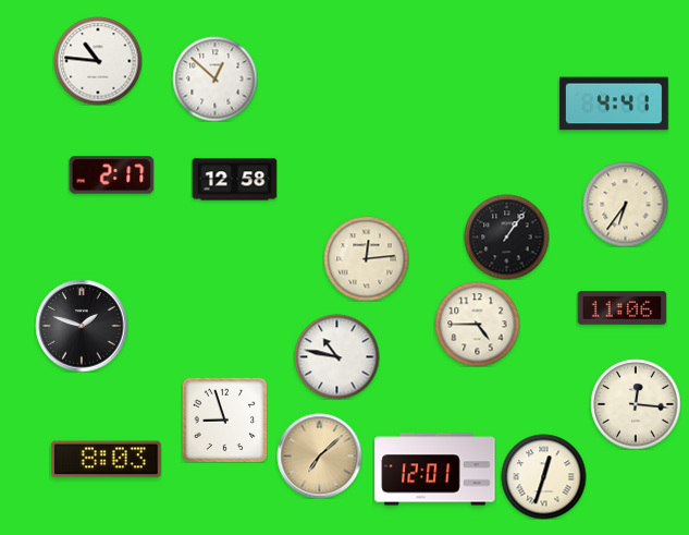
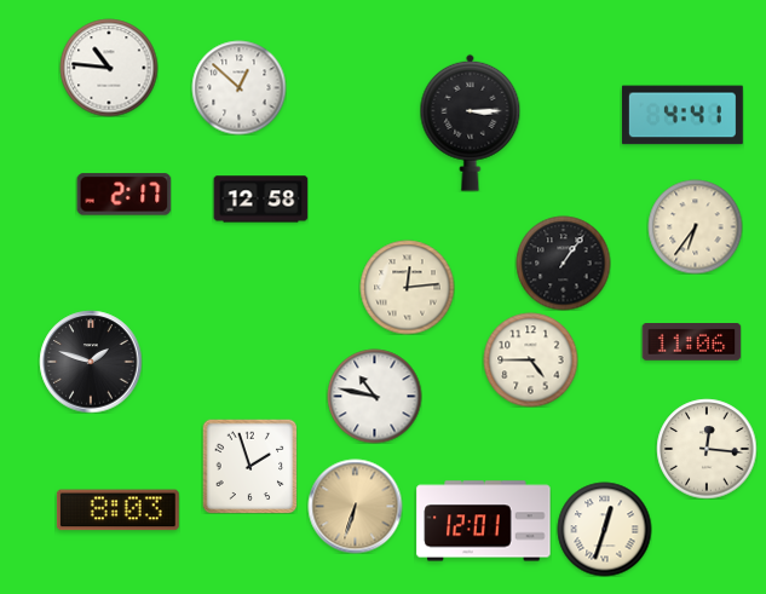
clock at (471, 122): none -> 3:15
clock at (224, 420): 8:57 -> 1:57
clock at (319, 455): 7:08 -> 6:33
